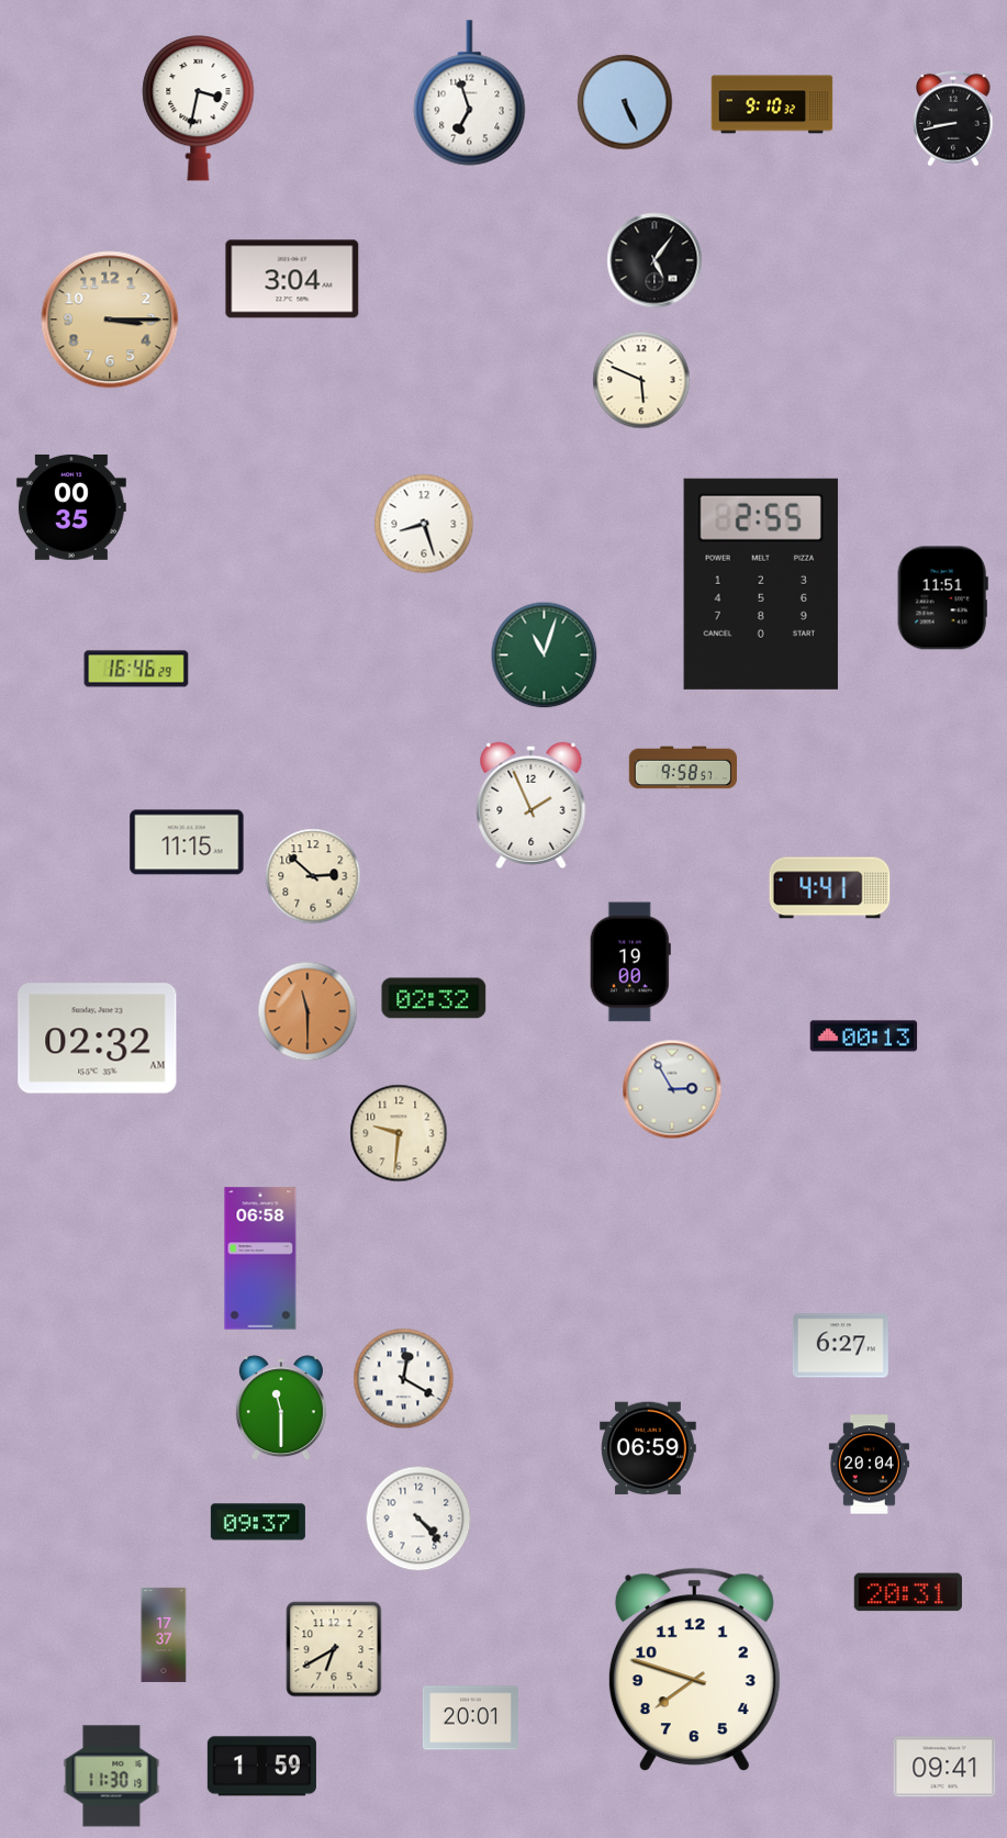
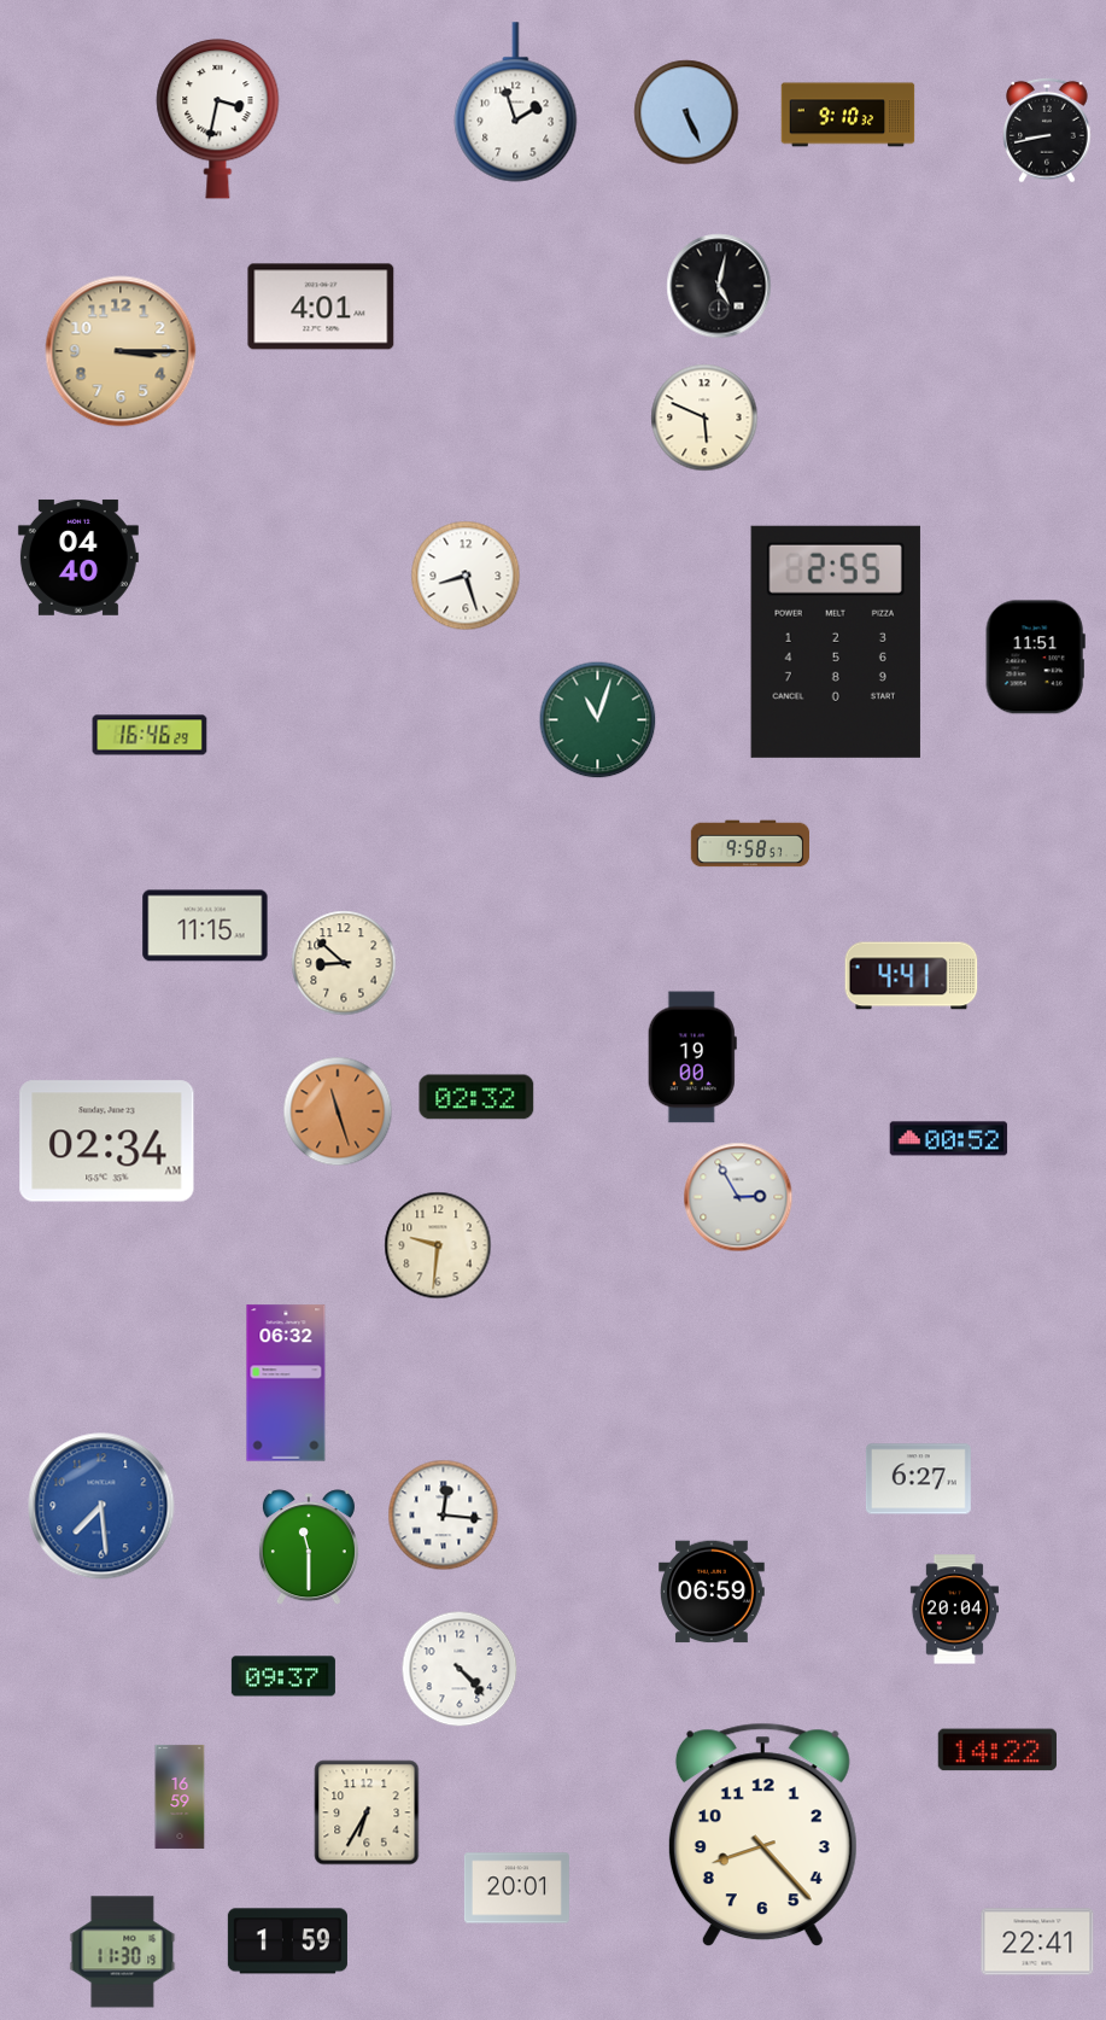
clock at (470, 93): 6:57 -> 1:57
clock at (654, 260): 5:06 -> 5:02
clock at (292, 279): 3:04 -> 4:01
clock at (71, 507): 00:35 -> 04:40
clock at (532, 805): 1:56 -> none
clock at (313, 876): 2:52 -> 8:52
clock at (307, 1011): 11:30 -> 11:27
clock at (864, 1036): 00:13 -> 00:52
clock at (98, 1039): 02:32 -> 02:34
clock at (260, 1258): 06:58 -> 06:32
clock at (840, 1346) position: (840, 1346) -> (918, 1479)
clock at (101, 1506): none -> 7:29
clock at (404, 1379): 12:20 -> 12:16
clock at (258, 1522) position: (258, 1522) -> (283, 1676)
clock at (908, 1592): 20:31 -> 14:22
clock at (164, 1635): 17:37 -> 16:59
clock at (334, 1649): 6:40 -> 6:35
clock at (694, 1670): 7:48 -> 8:23
clock at (944, 1767): 09:41 -> 22:41
